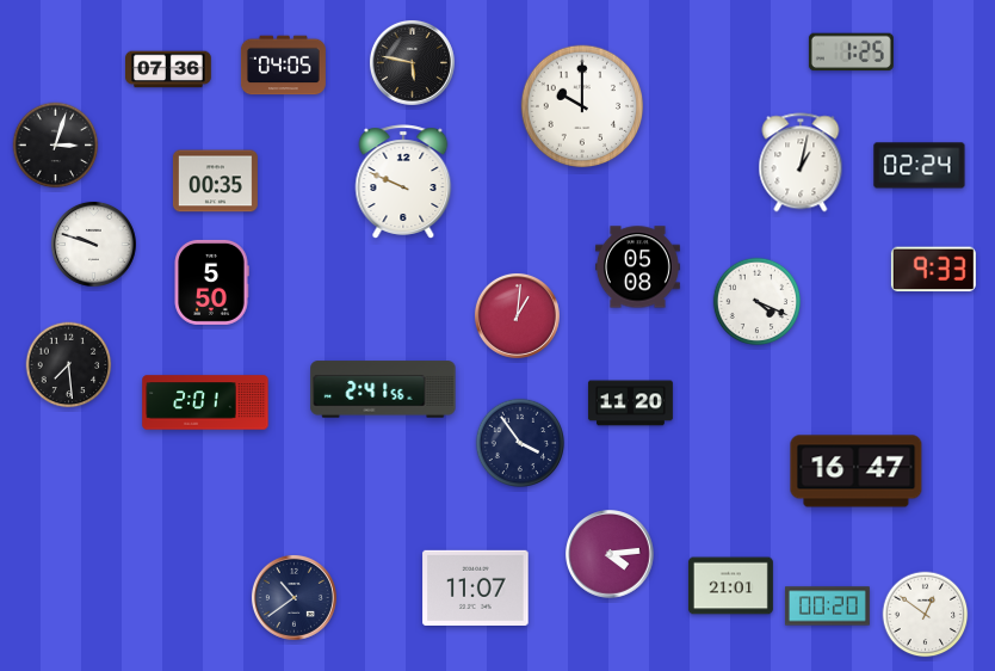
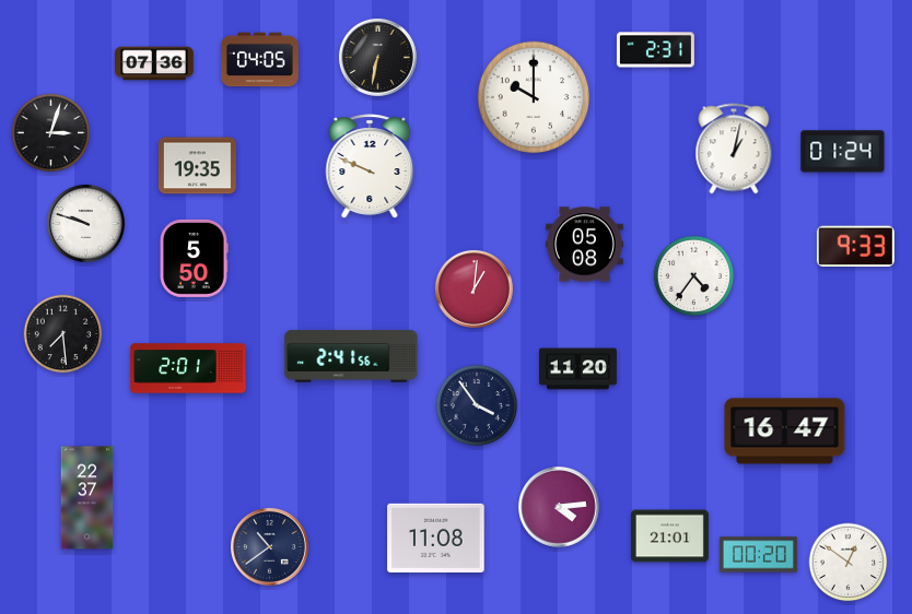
clock at (851, 53): 1:25 -> none
clock at (655, 50): none -> 2:31
clock at (412, 62): 5:47 -> 6:32
clock at (920, 166): 02:24 -> 01:24
clock at (215, 181): 00:35 -> 19:35
clock at (758, 302): 4:19 -> 4:36
clock at (87, 498): none -> 22:37
clock at (476, 587): 11:07 -> 11:08
